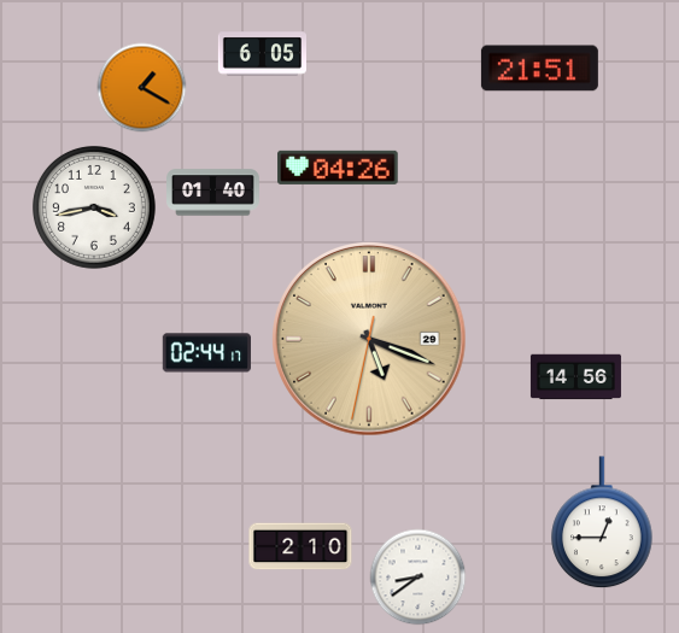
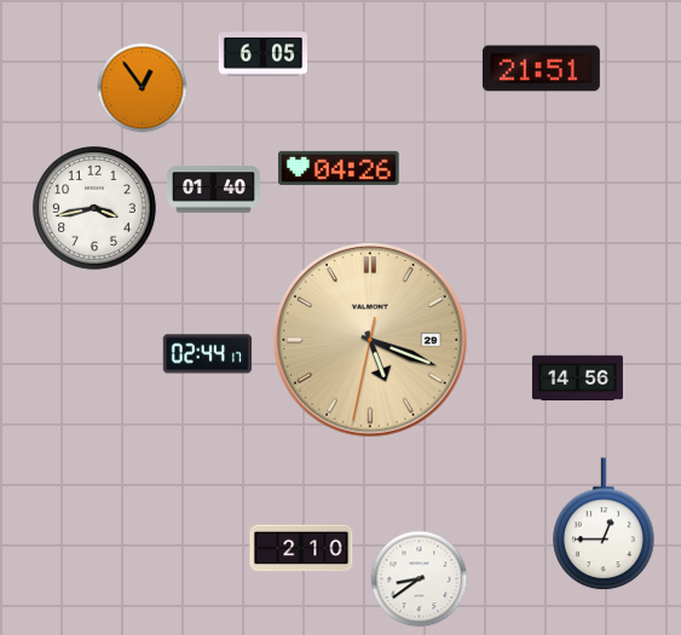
clock at (142, 88): 1:20 -> 12:54
clock at (213, 193) position: (213, 193) -> (214, 190)
